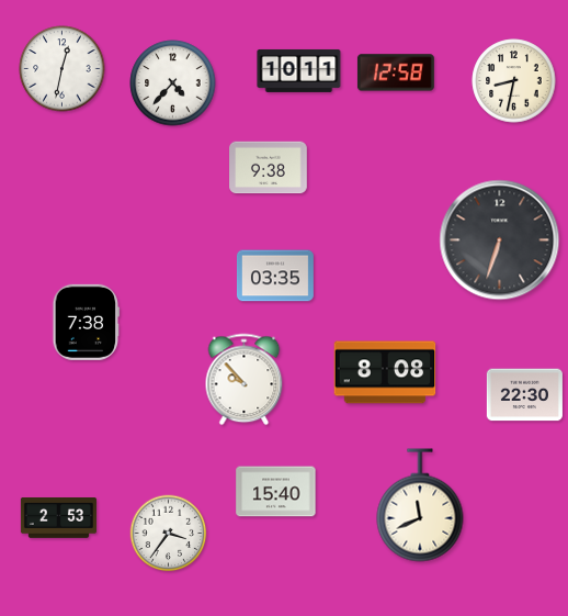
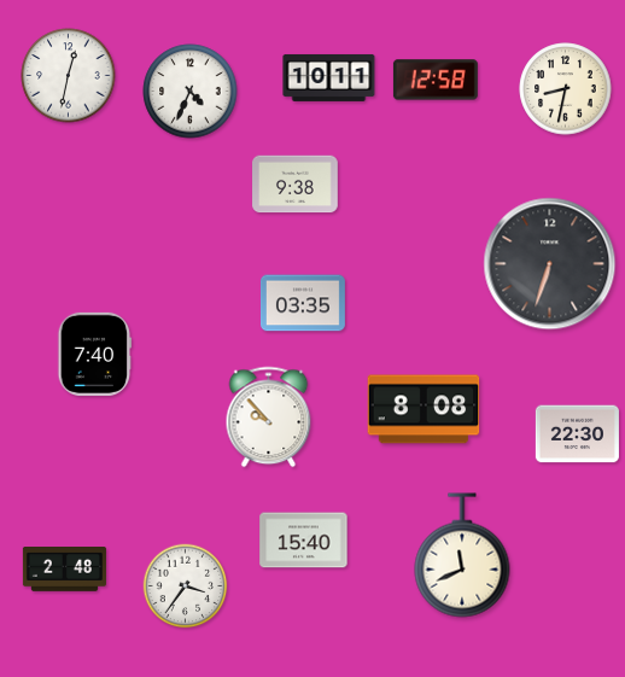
clock at (173, 83): 4:37 -> 4:34
clock at (87, 322): 7:38 -> 7:40
clock at (58, 518): 2:53 -> 2:48
